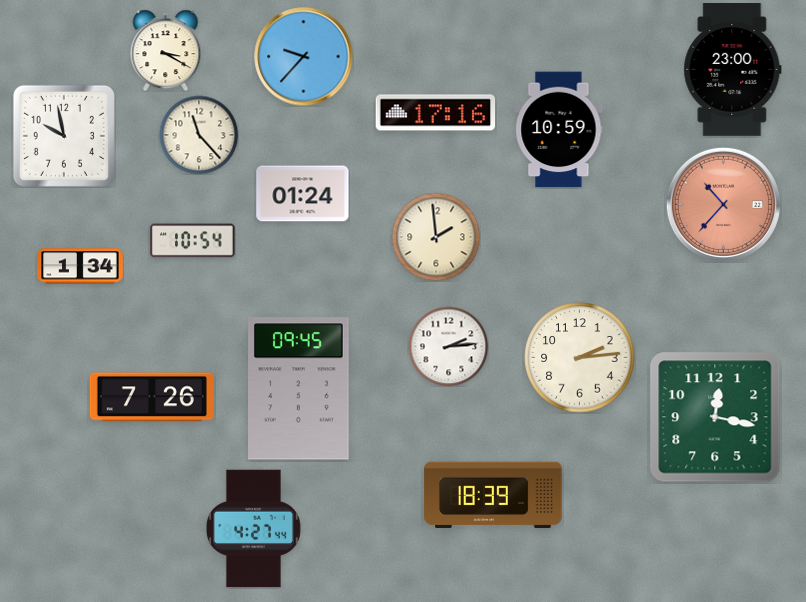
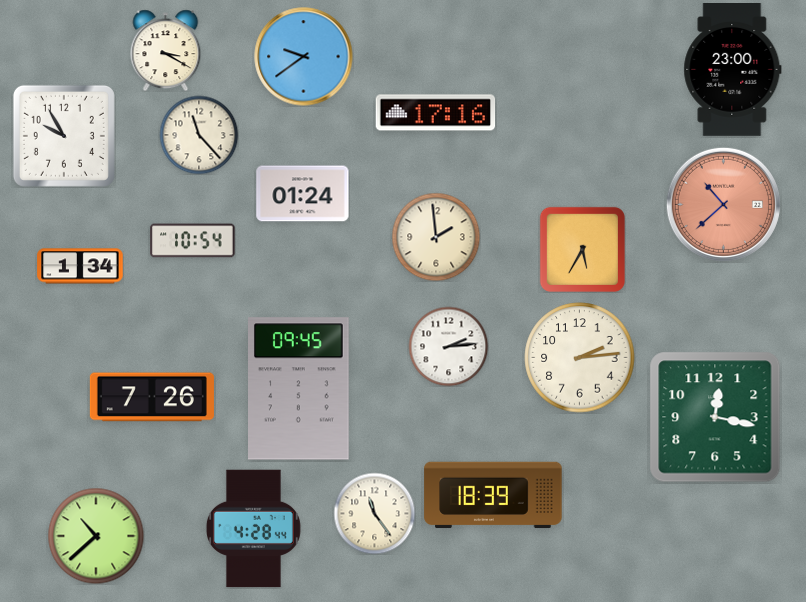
clock at (304, 57): 9:37 -> 9:39
clock at (559, 130): 10:59 -> none
clock at (64, 136): 9:58 -> 9:55
clock at (723, 204): 10:37 -> 10:38
clock at (582, 249): none -> 5:35
clock at (374, 513): none -> 11:24
clock at (253, 529): 4:27 -> 4:28
clock at (96, 536): none -> 10:38
